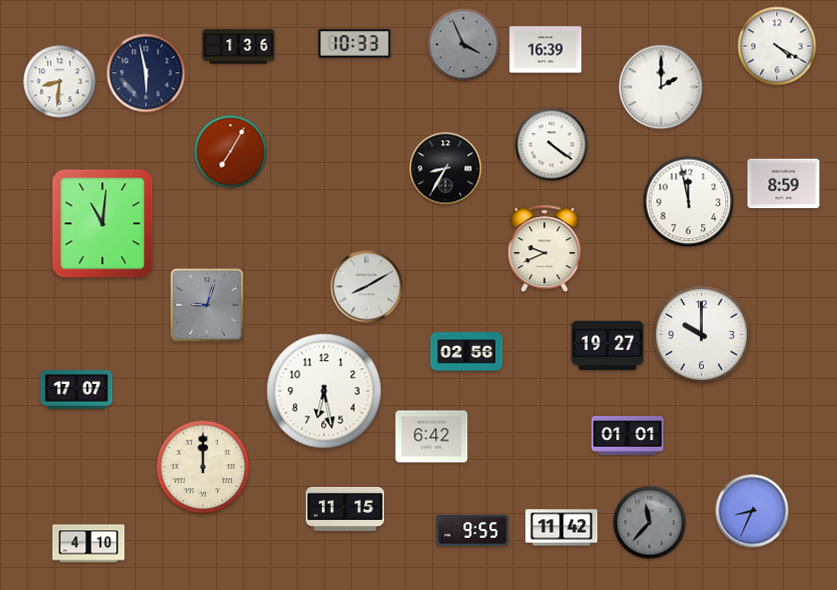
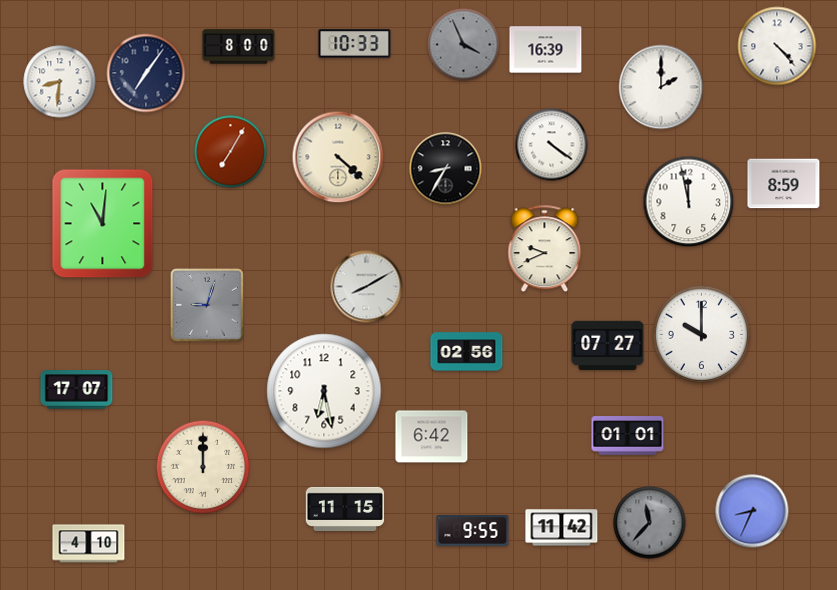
clock at (777, 46): 4:20 -> 4:23
clock at (239, 47): 1:36 -> 8:00
clock at (146, 73): 5:58 -> 7:06
clock at (338, 157): none -> 4:22
clock at (608, 346): 19:27 -> 07:27
